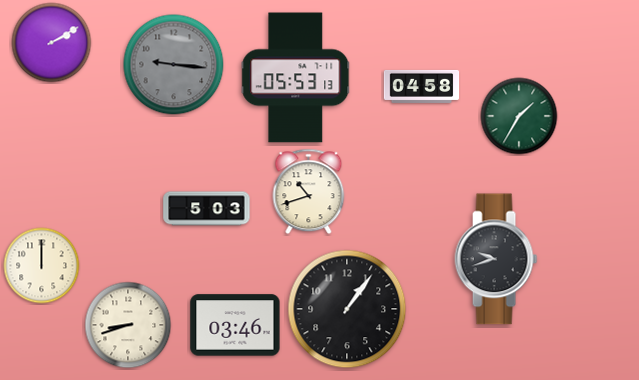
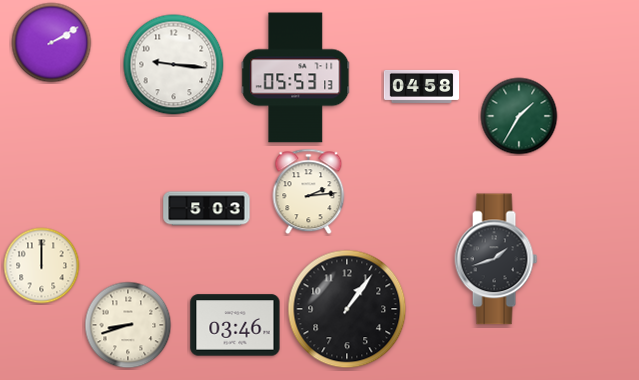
clock at (174, 65) dial: grey -> white
clock at (309, 192): 10:42 -> 2:14
clock at (496, 259): 9:42 -> 1:42
